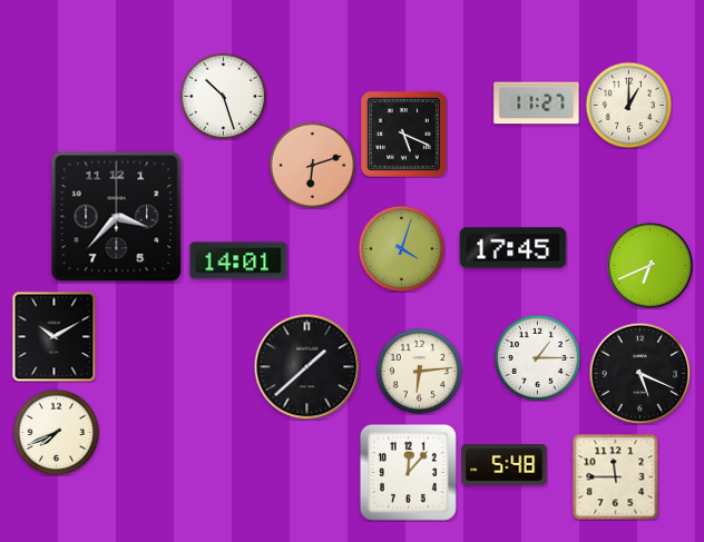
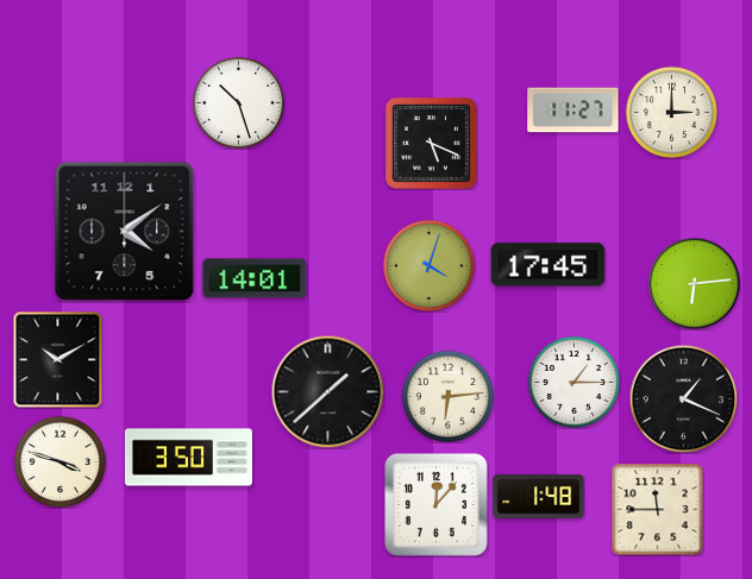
clock at (628, 105): 1:00 -> 3:00
clock at (312, 165): 6:12 -> none
clock at (117, 217): 3:37 -> 4:09
clock at (649, 265): 6:41 -> 6:14
clock at (639, 373): 5:19 -> 1:19
clock at (188, 458): none -> 3:50
clock at (56, 432): 7:41 -> 3:48
clock at (505, 465): 5:48 -> 1:48
